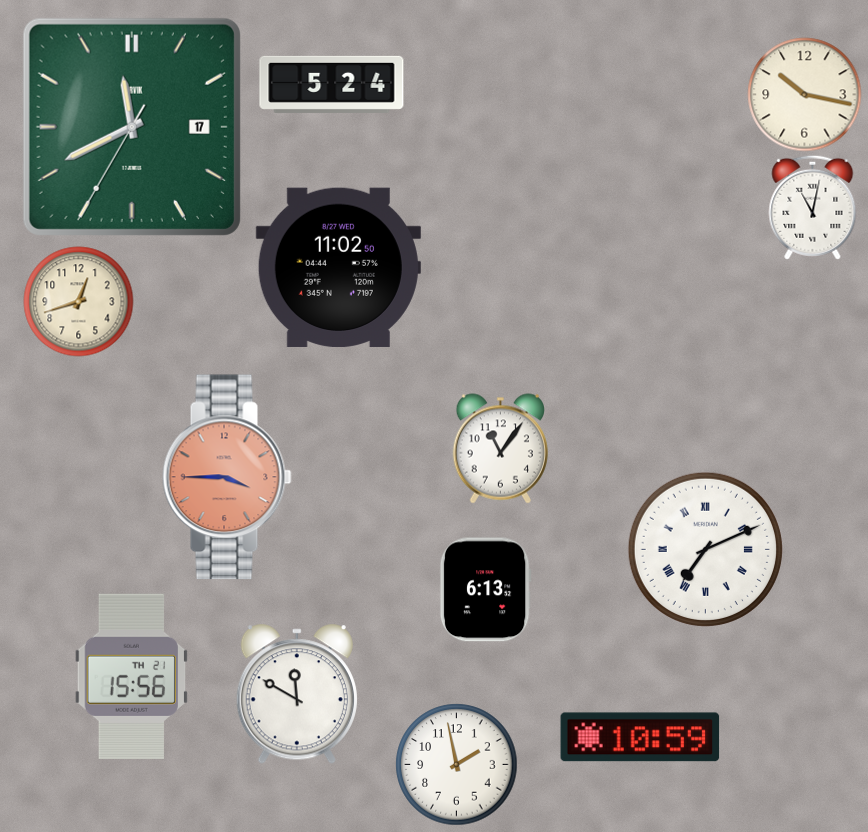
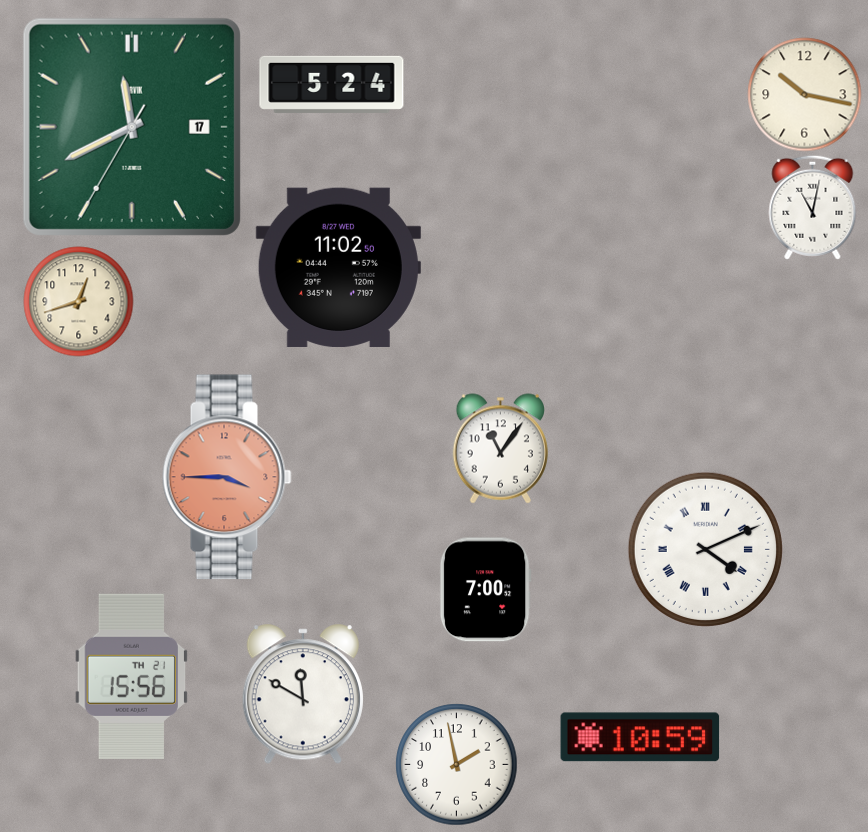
clock at (705, 549): 7:11 -> 4:11
clock at (485, 590): 6:13 -> 7:00
clock at (297, 695) position: (297, 695) -> (303, 695)
